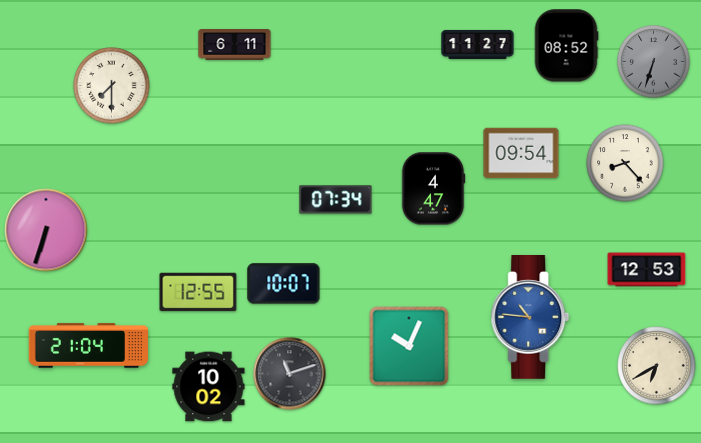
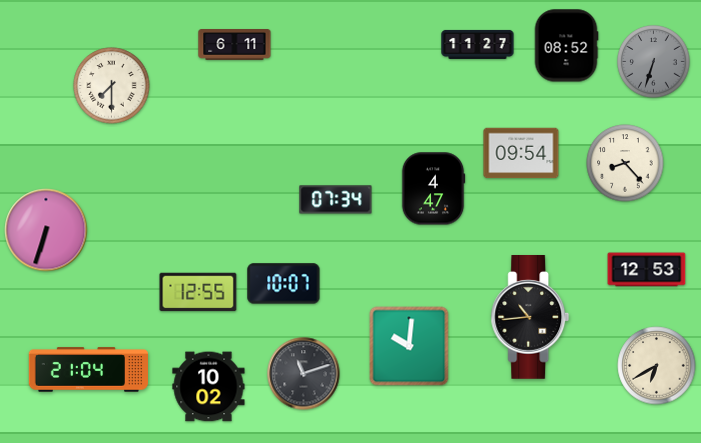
clock at (530, 317): 10:46 -> 10:44
clock at (530, 317) dial: blue -> black
clock at (89, 346) position: (89, 346) -> (89, 370)
clock at (409, 346): 10:04 -> 10:01
clock at (290, 374) position: (290, 374) -> (304, 374)
